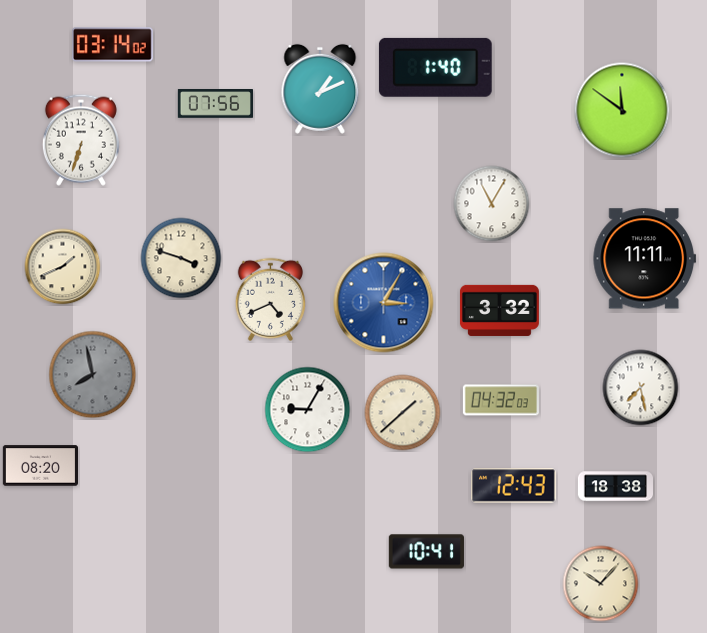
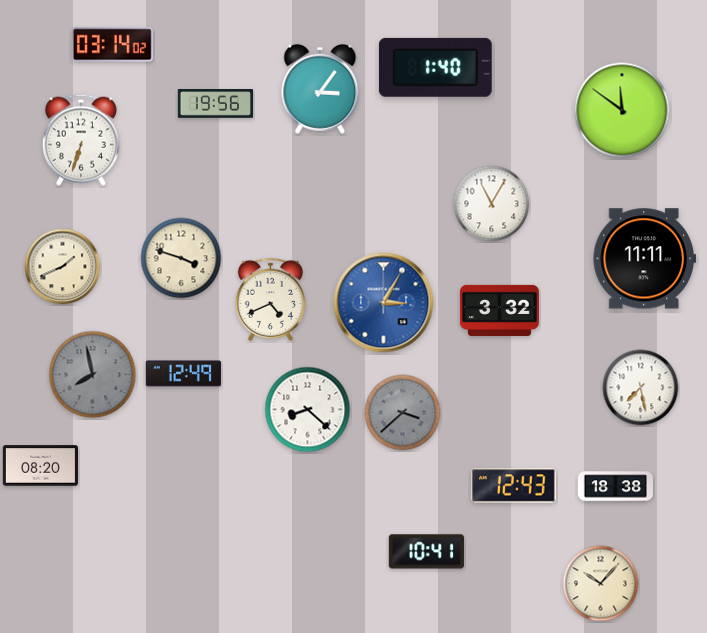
clock at (320, 89): 1:11 -> 3:06
clock at (215, 104): 07:56 -> 19:56
clock at (183, 374): none -> 12:49
clock at (501, 400): 04:32 -> none
clock at (308, 410): 9:05 -> 8:22
clock at (403, 413): 1:38 -> 3:38
clock at (403, 413) dial: cream -> grey
